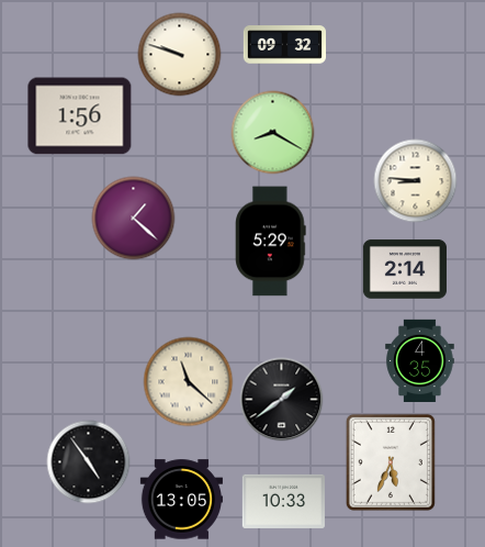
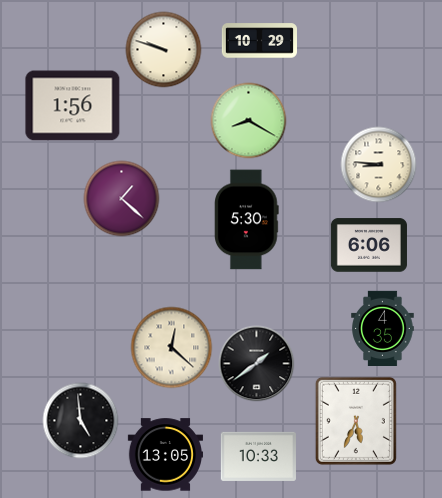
clock at (284, 45): 09:32 -> 10:29
clock at (271, 242): 5:29 -> 5:30
clock at (405, 269): 2:14 -> 6:06
clock at (189, 382): 11:22 -> 12:22
clock at (89, 462): 4:54 -> 4:59
